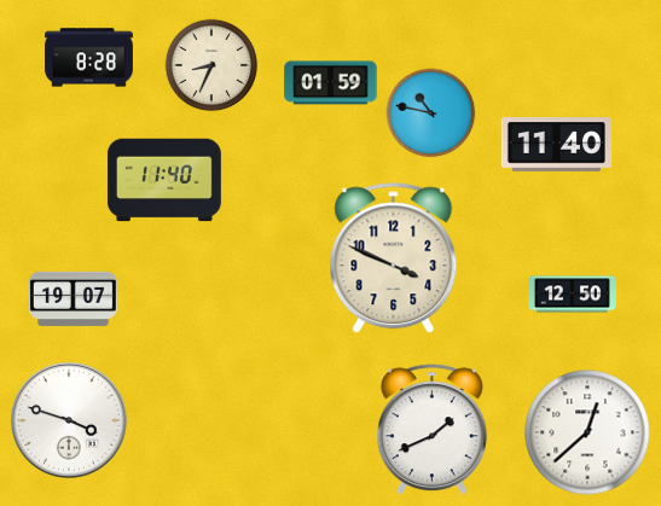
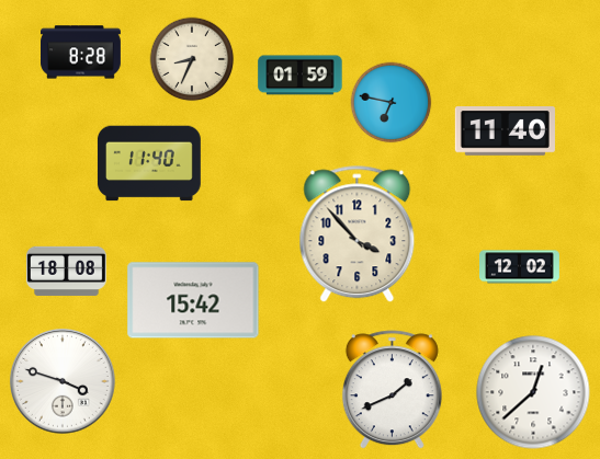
clock at (431, 114): 10:47 -> 6:47
clock at (394, 258): 3:49 -> 3:53
clock at (573, 295): 12:50 -> 12:02
clock at (73, 298): 19:07 -> 18:08
clock at (193, 300): none -> 15:42
